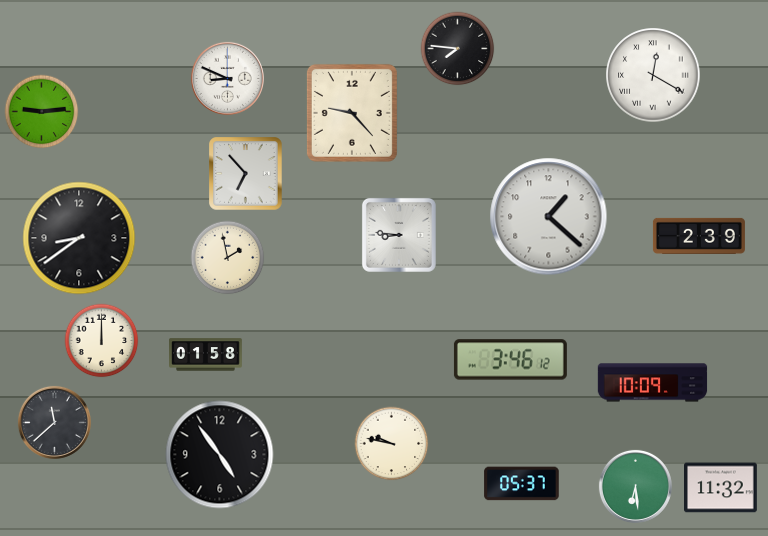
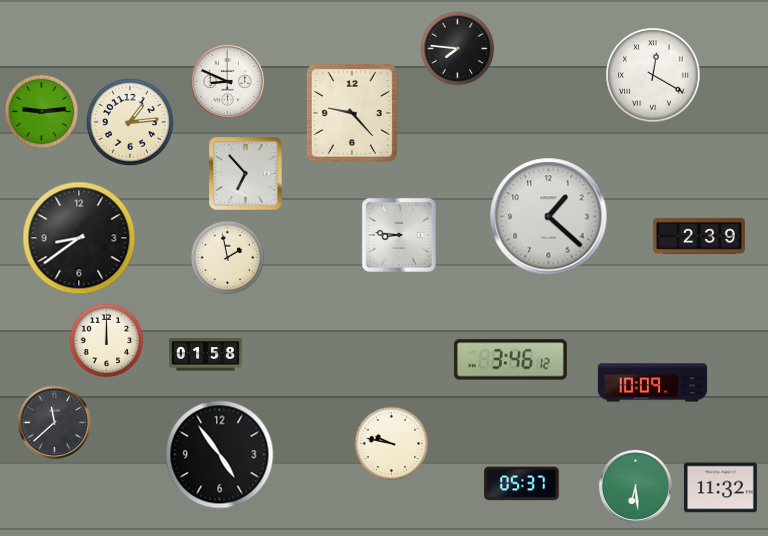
clock at (227, 78) position: (227, 78) -> (227, 81)
clock at (130, 122): none -> 1:14
clock at (102, 341) position: (102, 341) -> (107, 341)
